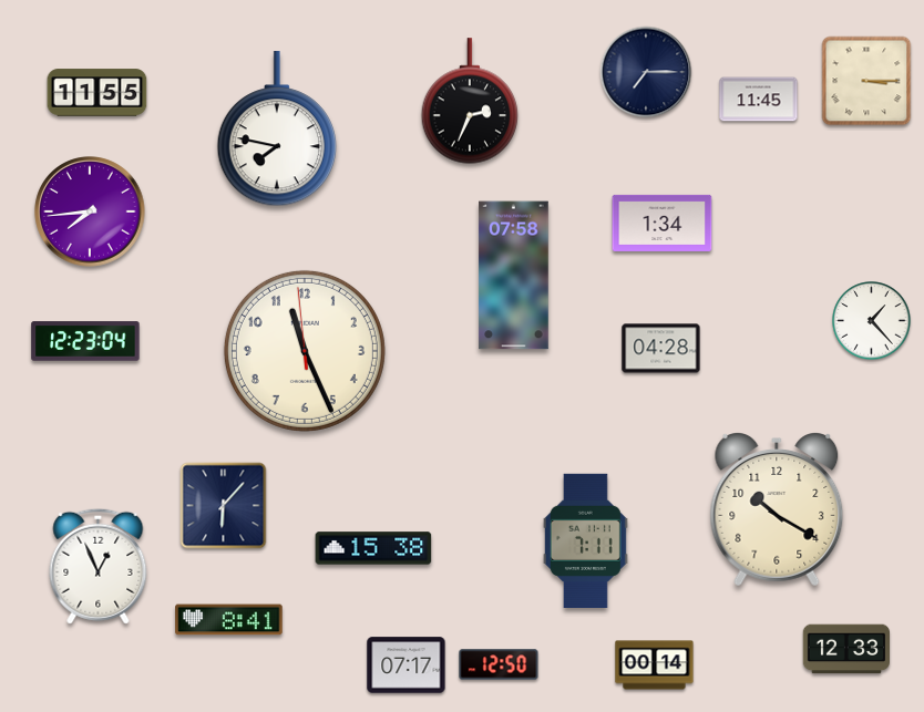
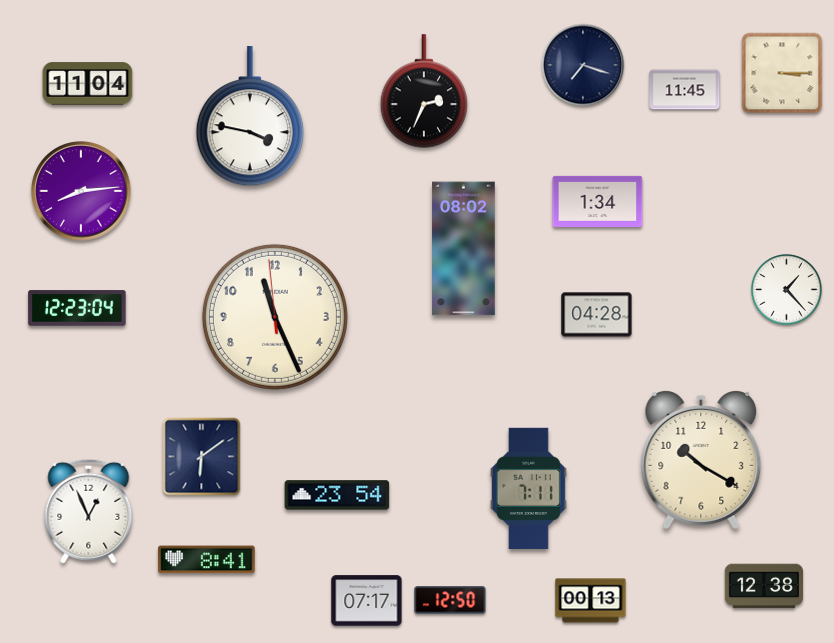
clock at (646, 72): 7:15 -> 7:18
clock at (97, 93): 11:55 -> 11:04
clock at (276, 130): 7:47 -> 3:47
clock at (90, 211): 7:44 -> 8:14
clock at (514, 276): 07:58 -> 08:02
clock at (224, 506): 6:07 -> 6:09
clock at (373, 548): 15:38 -> 23:54
clock at (845, 649): 12:33 -> 12:38
clock at (655, 665): 00:14 -> 00:13
